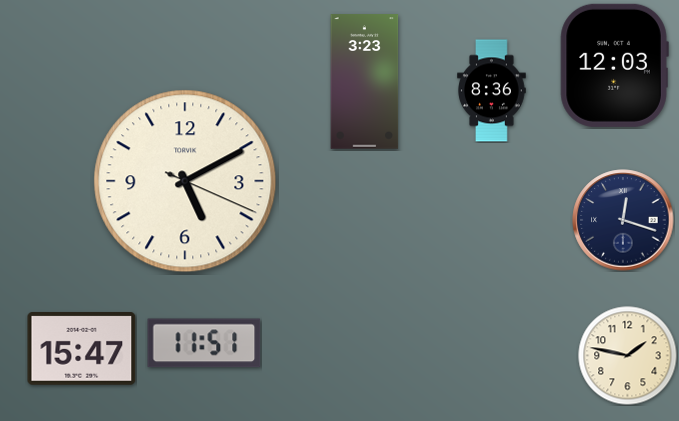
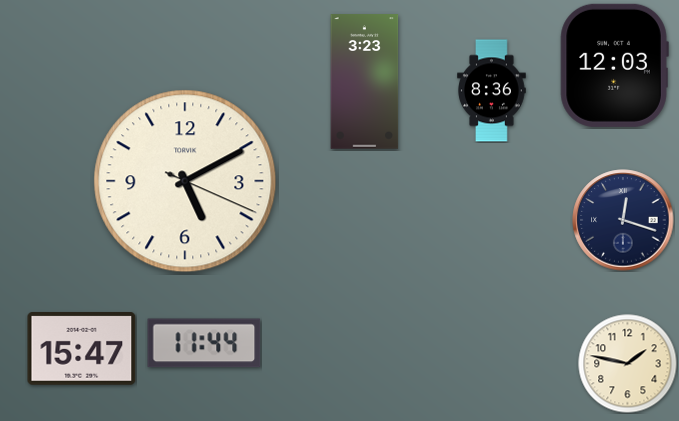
clock at (204, 343): 11:51 -> 11:44
clock at (628, 356) position: (628, 356) -> (628, 364)
